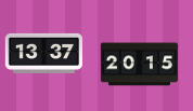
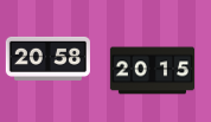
clock at (43, 53): 13:37 -> 20:58
